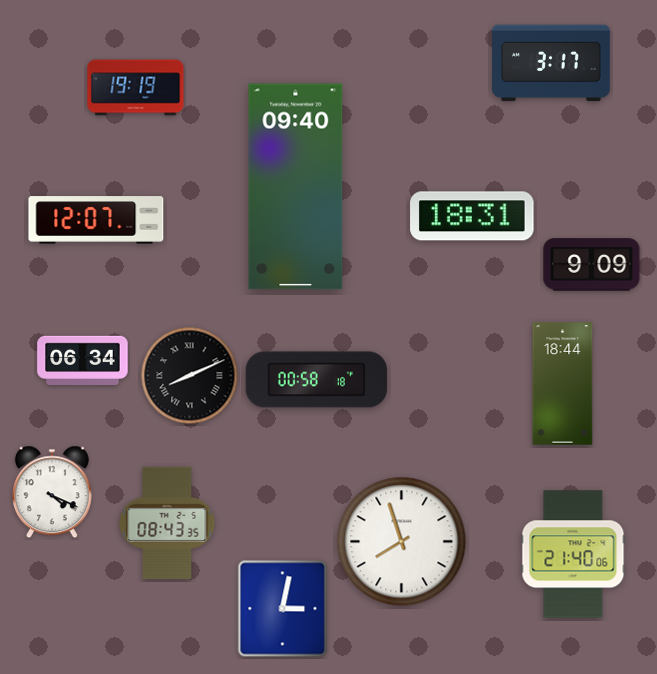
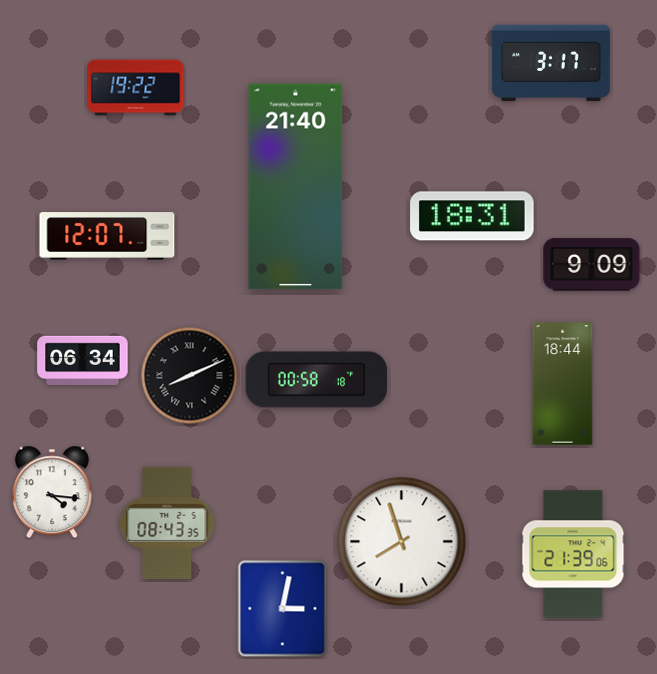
clock at (136, 88): 19:19 -> 19:22
clock at (296, 187): 09:40 -> 21:40
clock at (96, 220) position: (96, 220) -> (107, 236)
clock at (52, 492): 4:19 -> 4:16
clock at (573, 554): 21:40 -> 21:39
